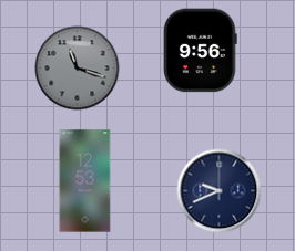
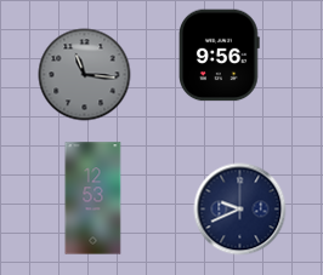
clock at (78, 69): 11:18 -> 11:16
